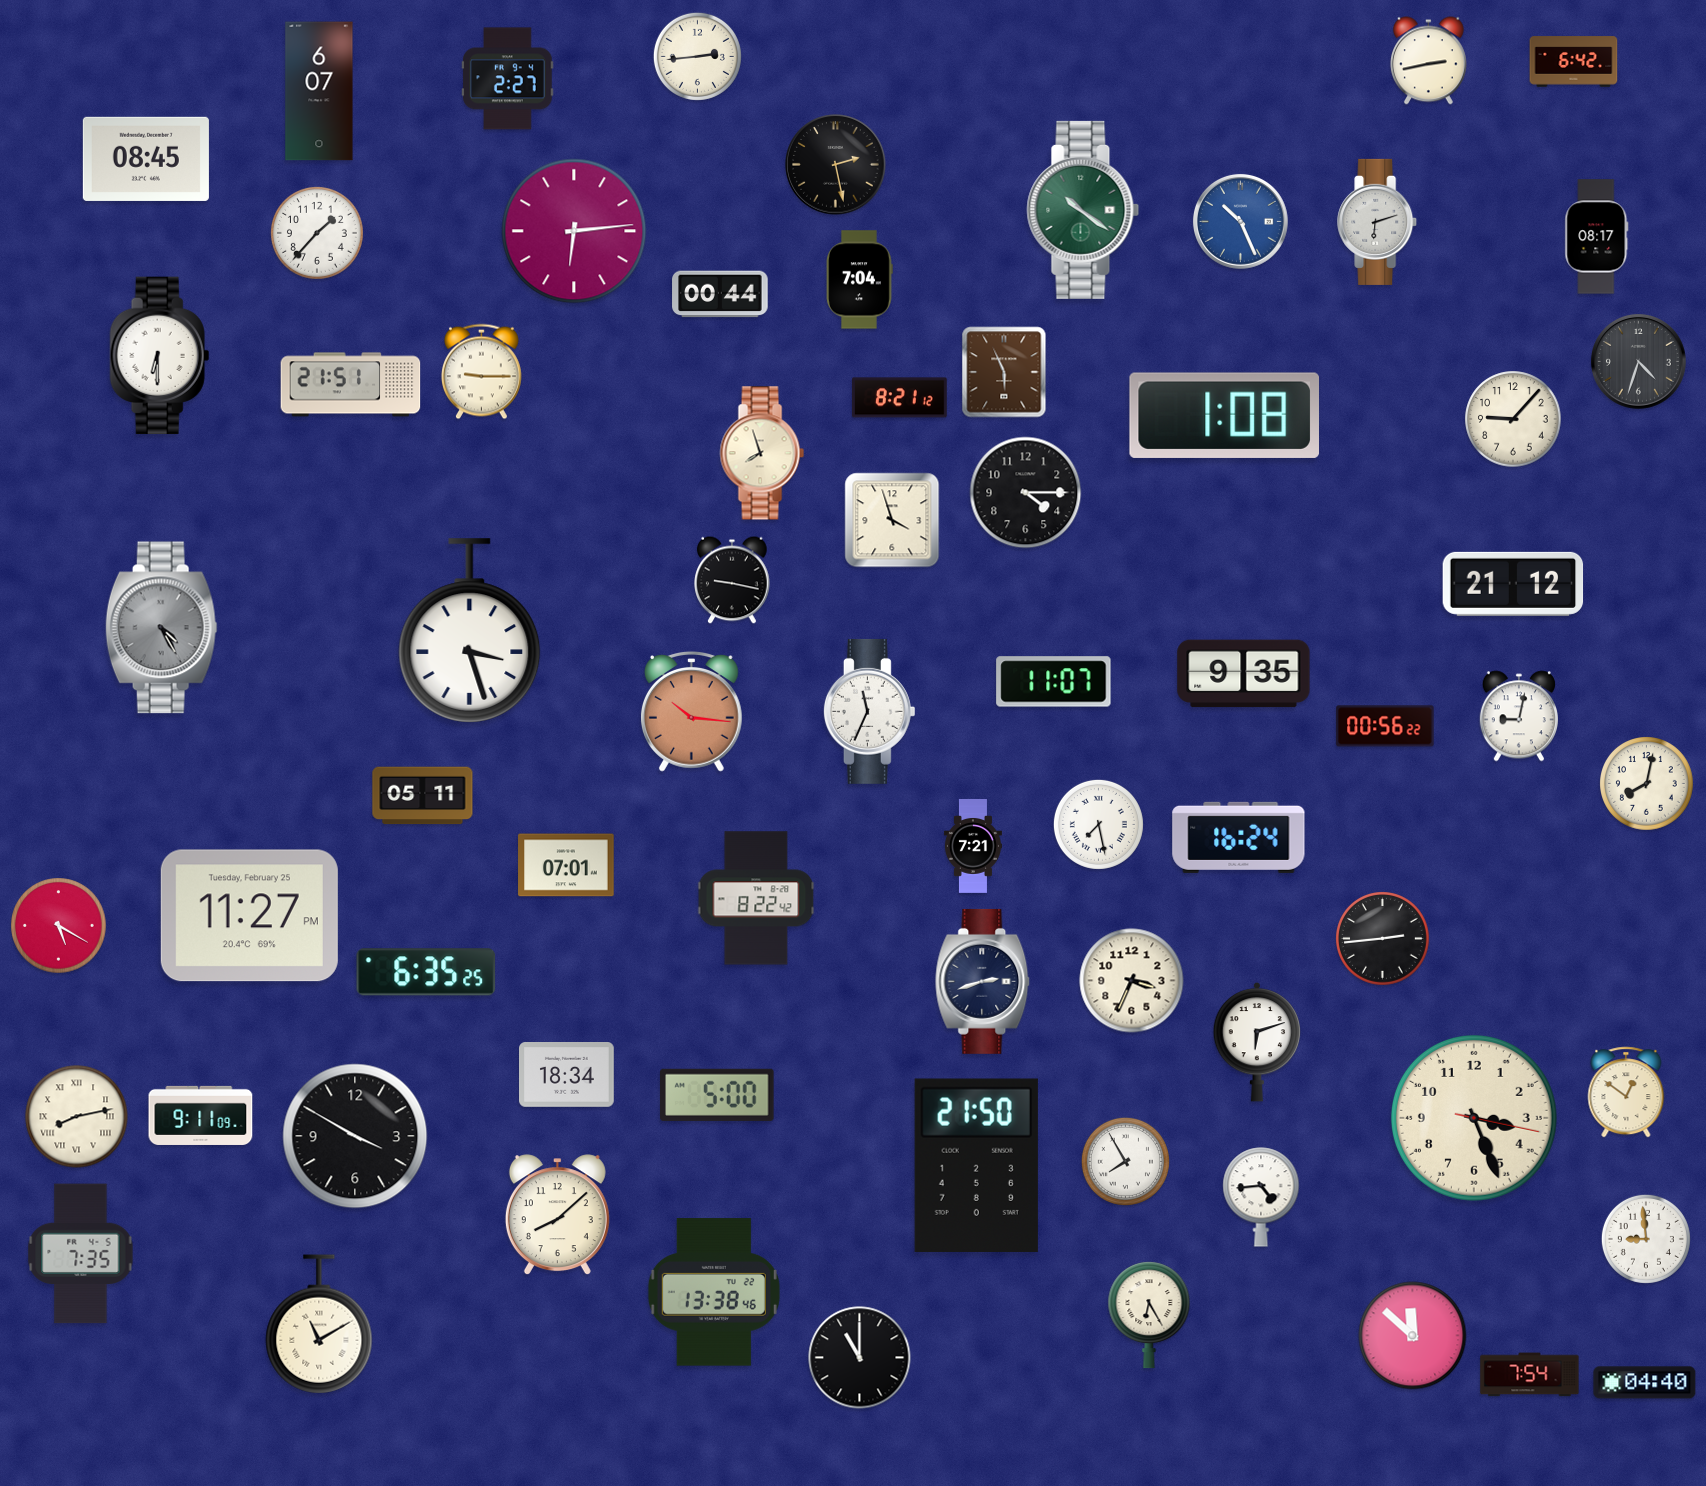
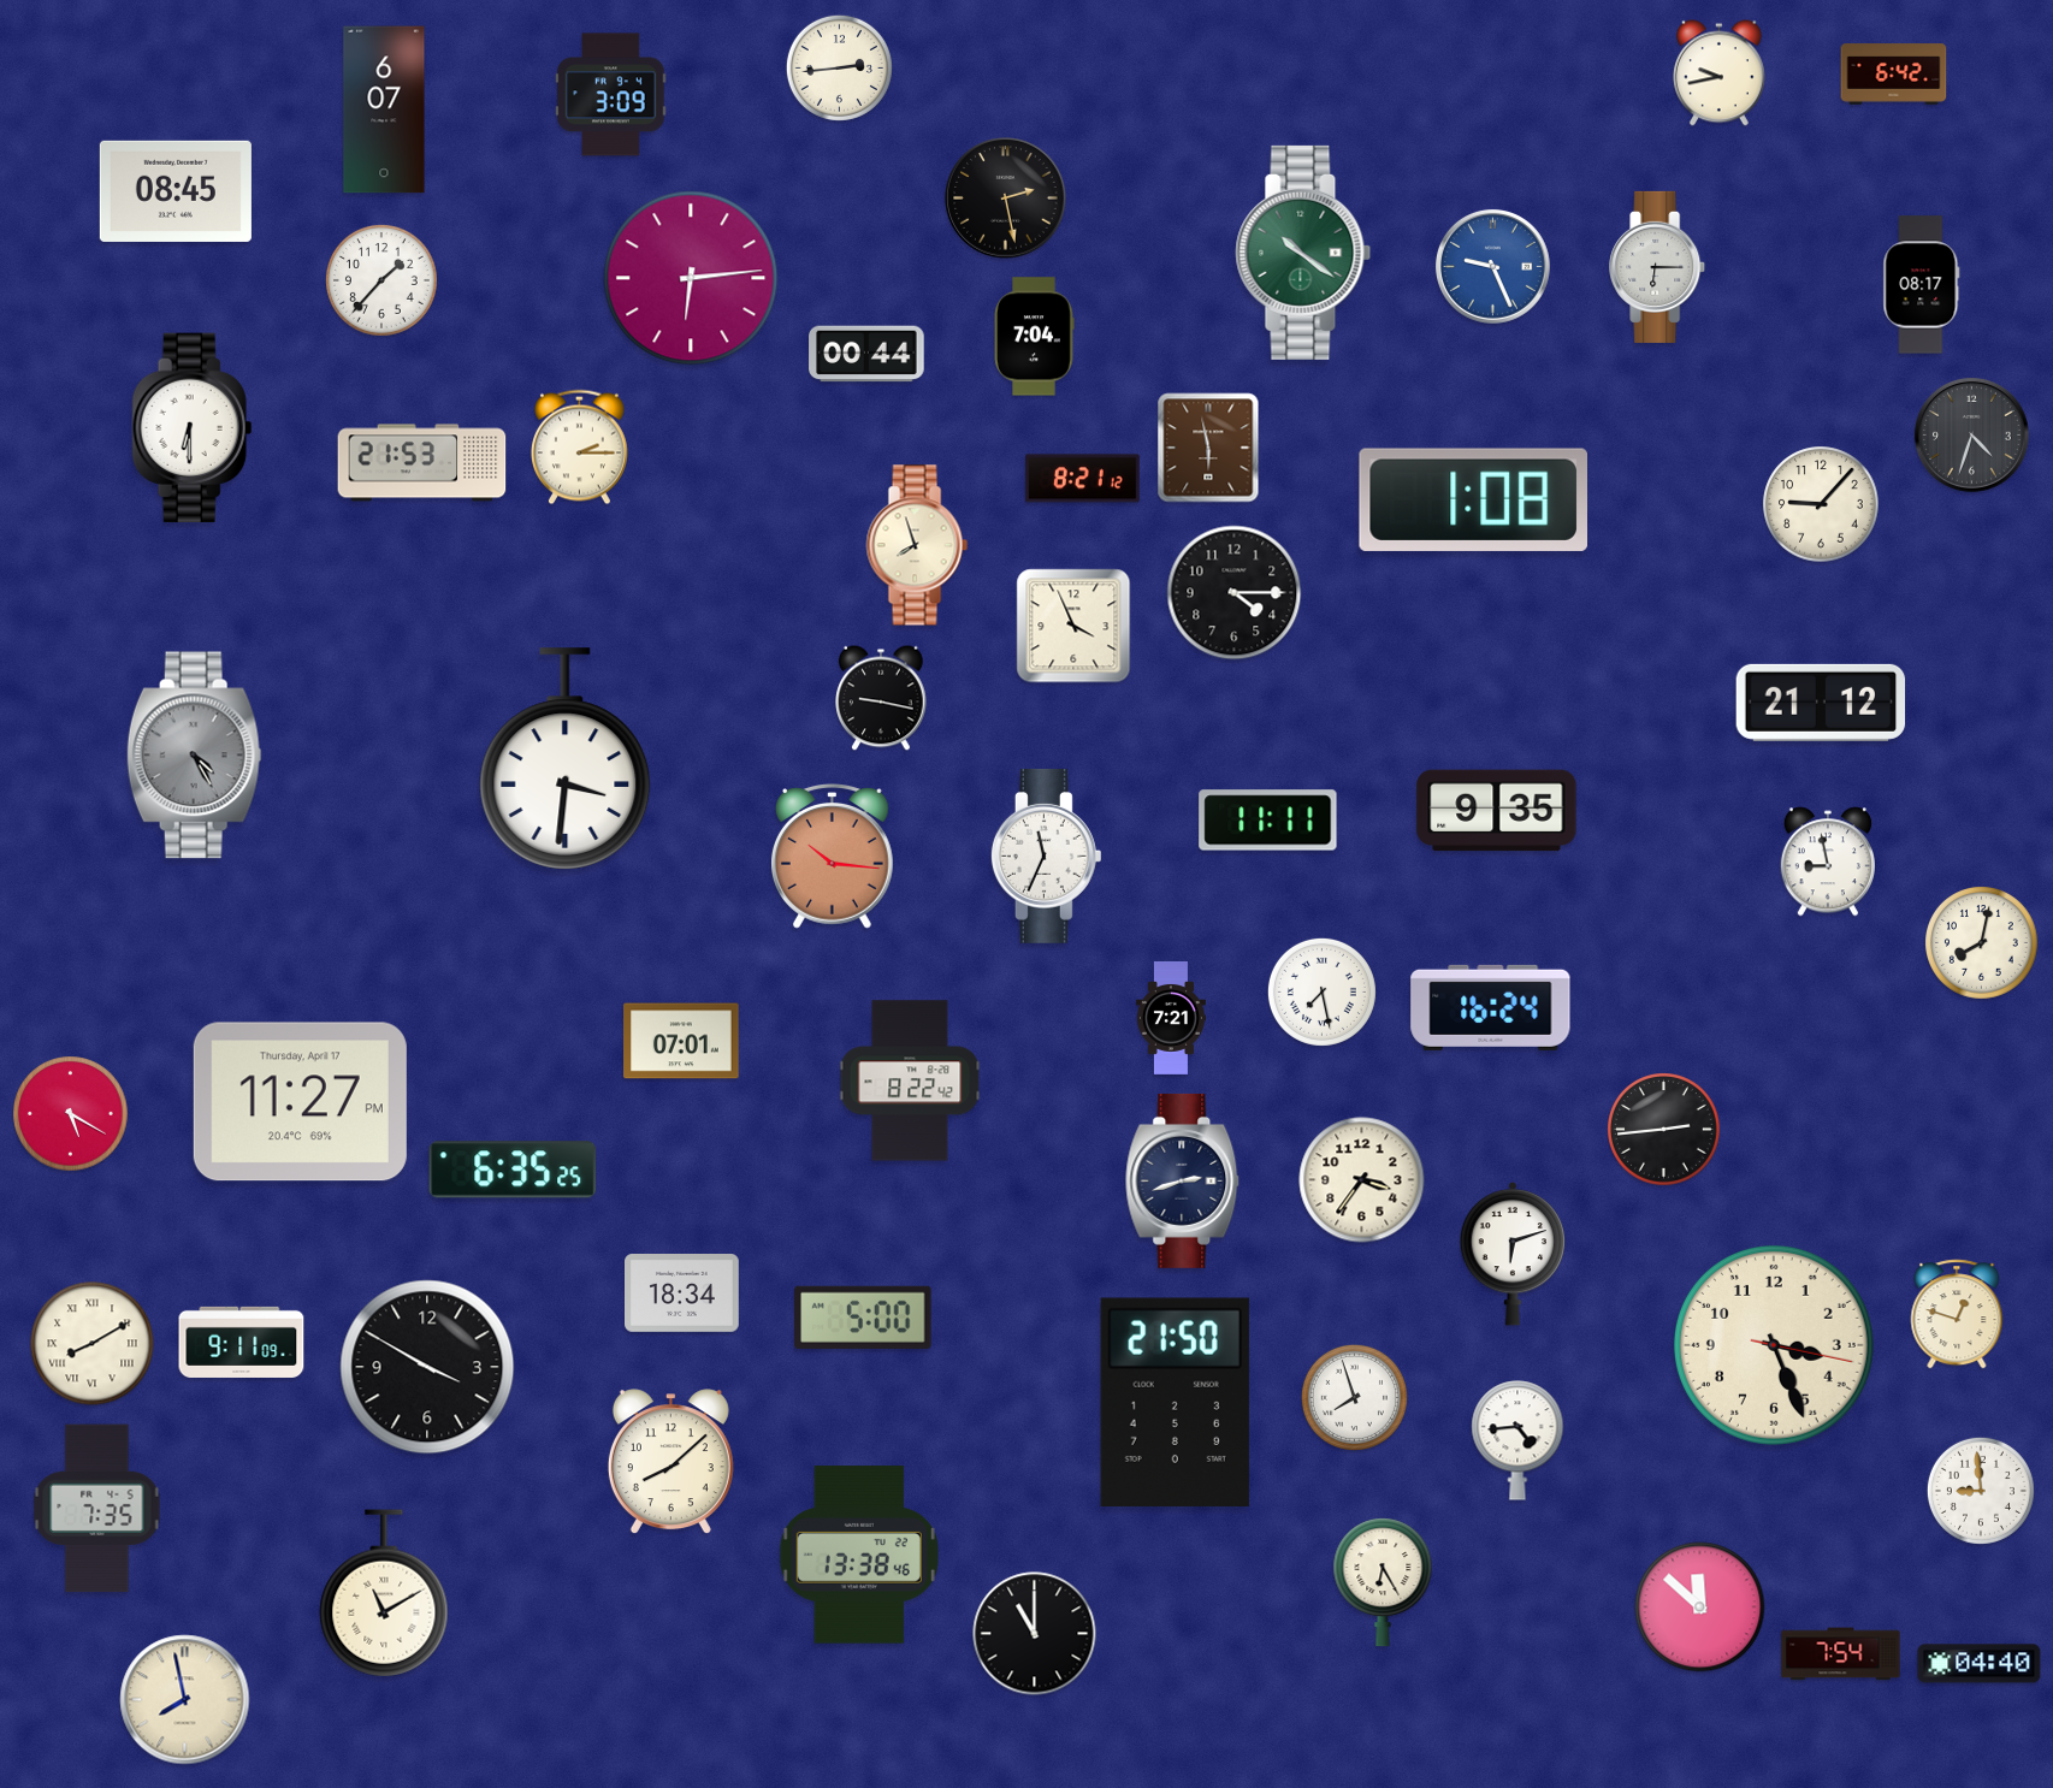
clock at (1428, 61): 2:43 -> 9:43
clock at (508, 79): 2:27 -> 3:09
clock at (1241, 222): 10:26 -> 9:26
clock at (1378, 222): 6:12 -> 6:15
clock at (481, 372): 9:15 -> 2:15
clock at (1004, 372): 5:56 -> 5:58
clock at (351, 385): 21:51 -> 21:53
clock at (892, 520): 3:57 -> 3:56
clock at (470, 631): 3:27 -> 3:31
clock at (1054, 682): 11:07 -> 11:11
clock at (1519, 716): 9:02 -> 8:58
clock at (1385, 726): 00:56 -> none
clock at (423, 796): 05:11 -> none
clock at (249, 916) date: Tuesday, February 25 -> Thursday, April 17
clock at (1132, 981): 3:34 -> 3:36
clock at (1626, 1092): 12:51 -> 12:48
clock at (77, 1117): 8:13 -> 8:10
clock at (1125, 1161): 7:55 -> 7:57
clock at (185, 1700): none -> 7:58
